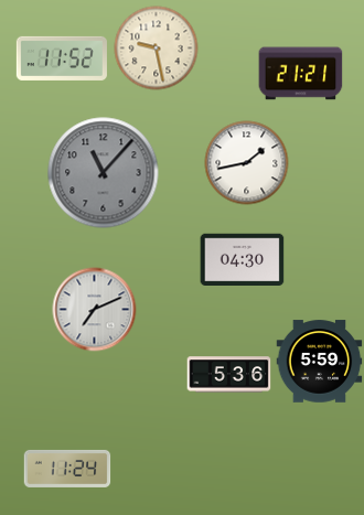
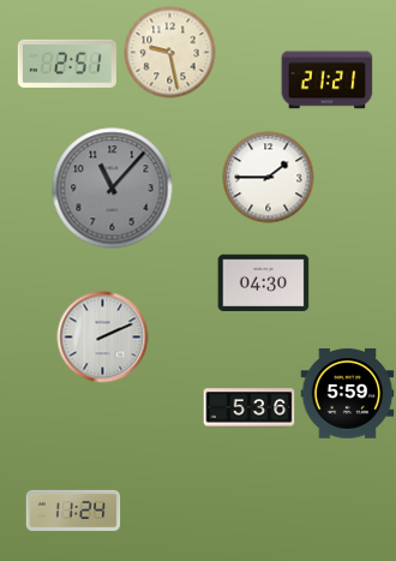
clock at (62, 58): 11:52 -> 2:51
clock at (247, 163): 1:43 -> 1:45
clock at (95, 310): 7:11 -> 2:11
